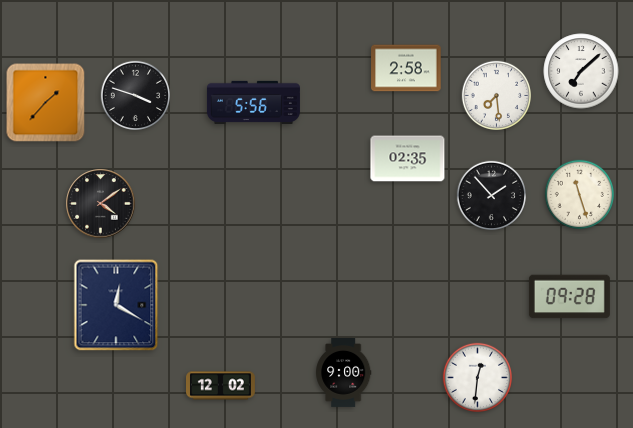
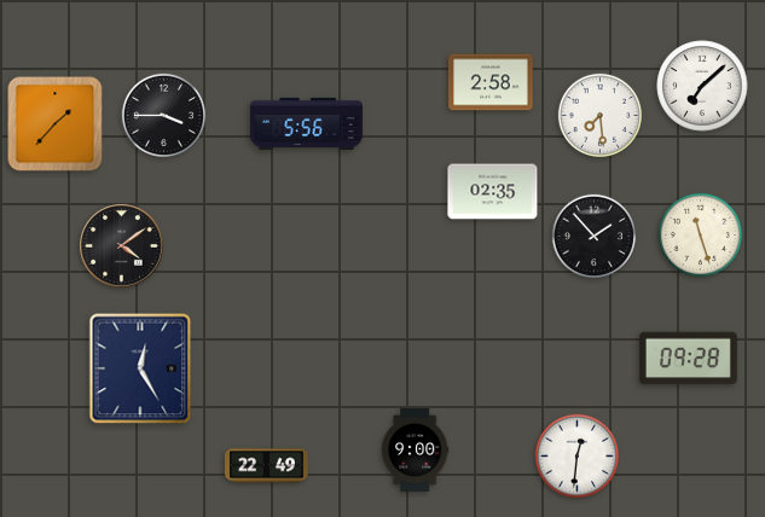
clock at (135, 95): 3:48 -> 3:45
clock at (116, 305): 12:20 -> 12:25
clock at (221, 386): 12:02 -> 22:49
